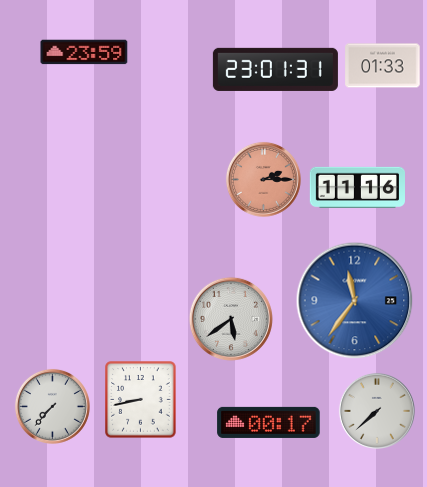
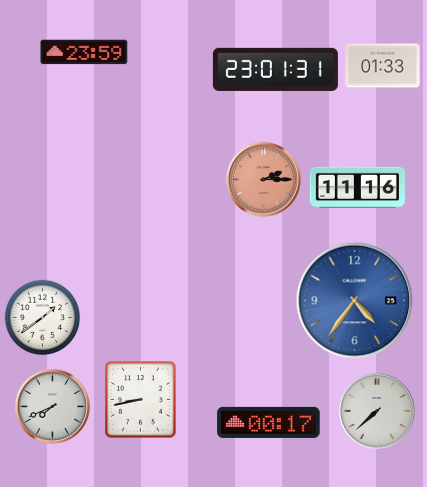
clock at (355, 301): 11:36 -> 4:36
clock at (43, 318): none -> 1:39
clock at (231, 319): 5:39 -> none
clock at (52, 406): 7:37 -> 7:41
